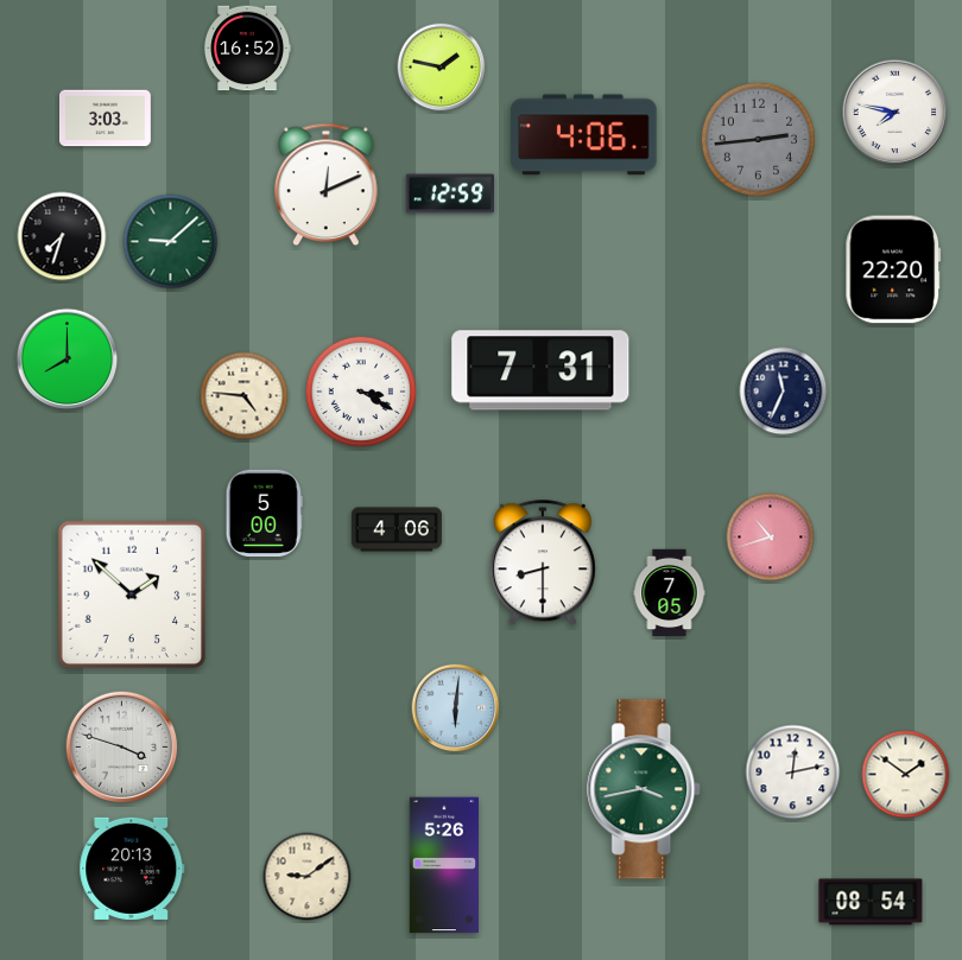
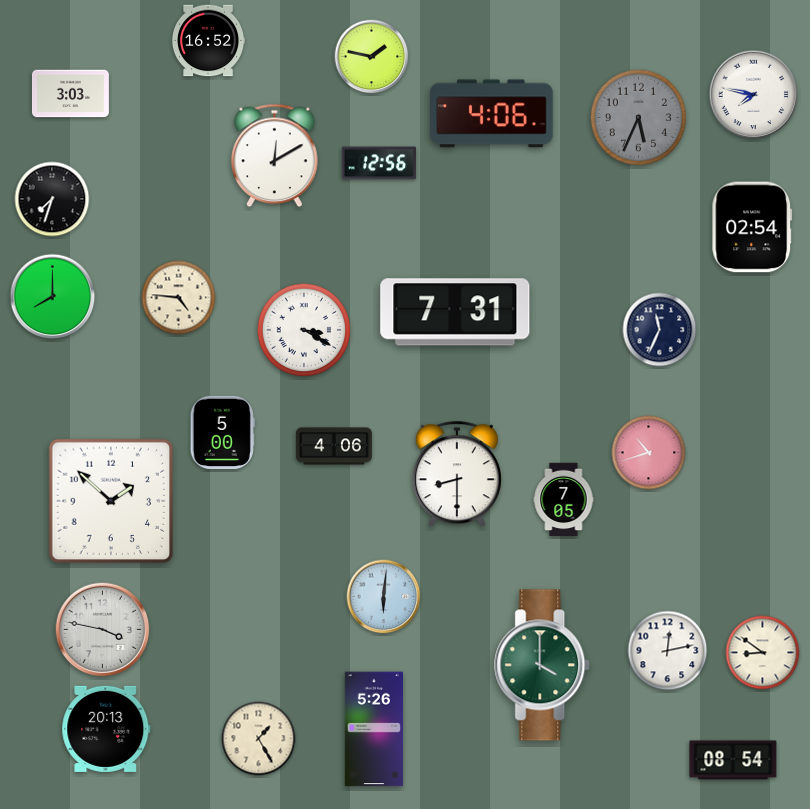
clock at (105, 119) position: (105, 119) -> (70, 94)
clock at (758, 139): 2:44 -> 5:34
clock at (327, 185): 12:11 -> 12:10
clock at (450, 193): 12:59 -> 12:56
clock at (171, 242): 9:08 -> none
clock at (893, 269): 22:20 -> 02:54
clock at (68, 360) position: (68, 360) -> (53, 297)
clock at (245, 396) position: (245, 396) -> (179, 298)
clock at (122, 748): 3:48 -> 3:47
clock at (906, 775): 1:51 -> 8:51
clock at (645, 789): 3:43 -> 4:00
clock at (132, 869) position: (132, 869) -> (106, 729)
clock at (308, 877): 9:09 -> 1:25
